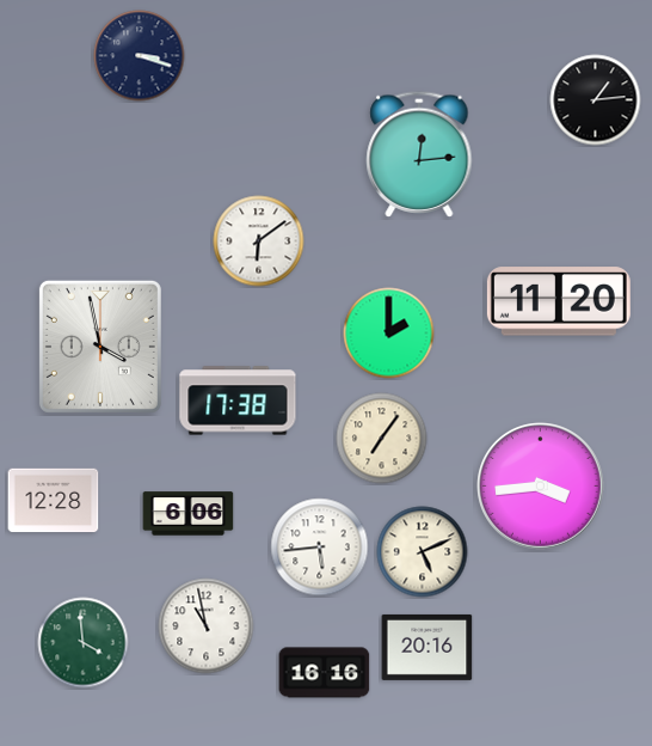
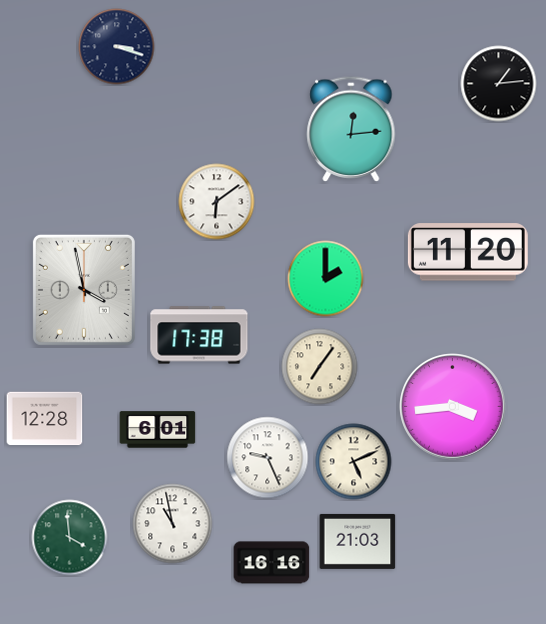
clock at (189, 514): 6:06 -> 6:01
clock at (320, 548): 5:44 -> 9:26
clock at (428, 647): 20:16 -> 21:03
